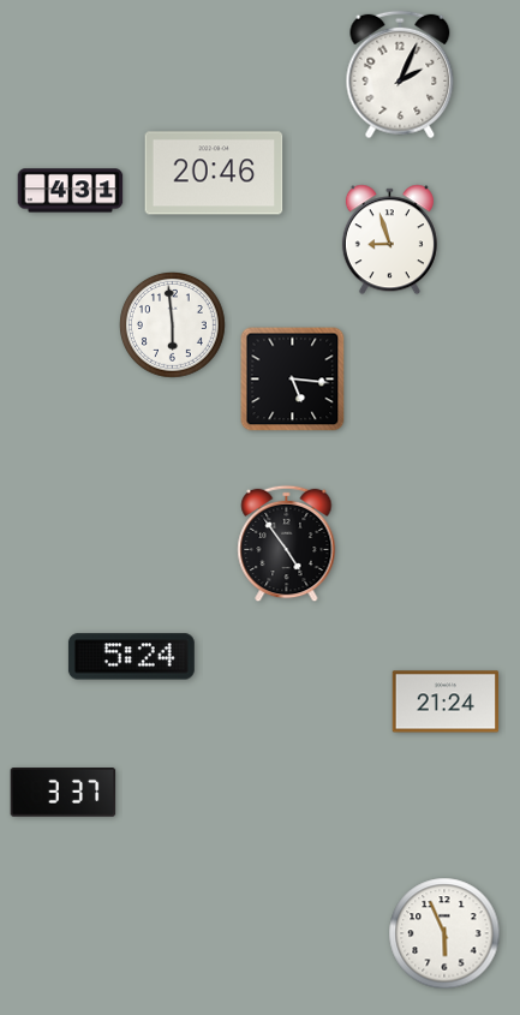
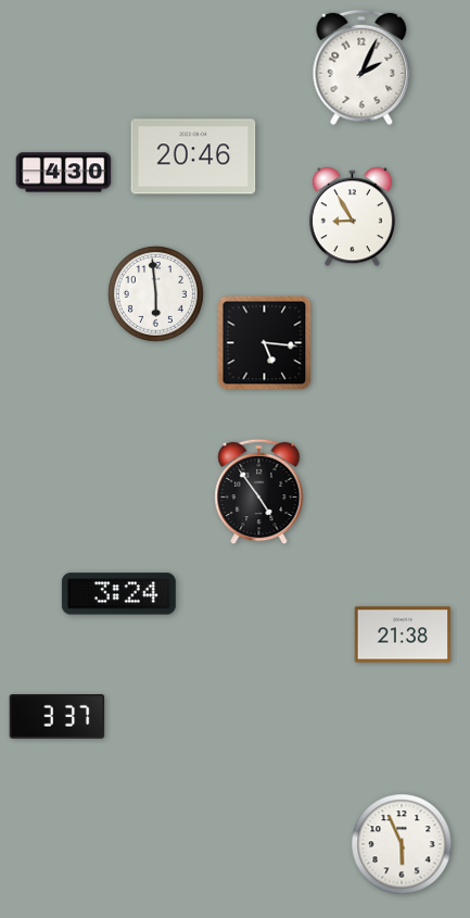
clock at (71, 191): 4:31 -> 4:30
clock at (389, 240): 8:57 -> 8:55
clock at (131, 657): 5:24 -> 3:24
clock at (446, 701): 21:24 -> 21:38
